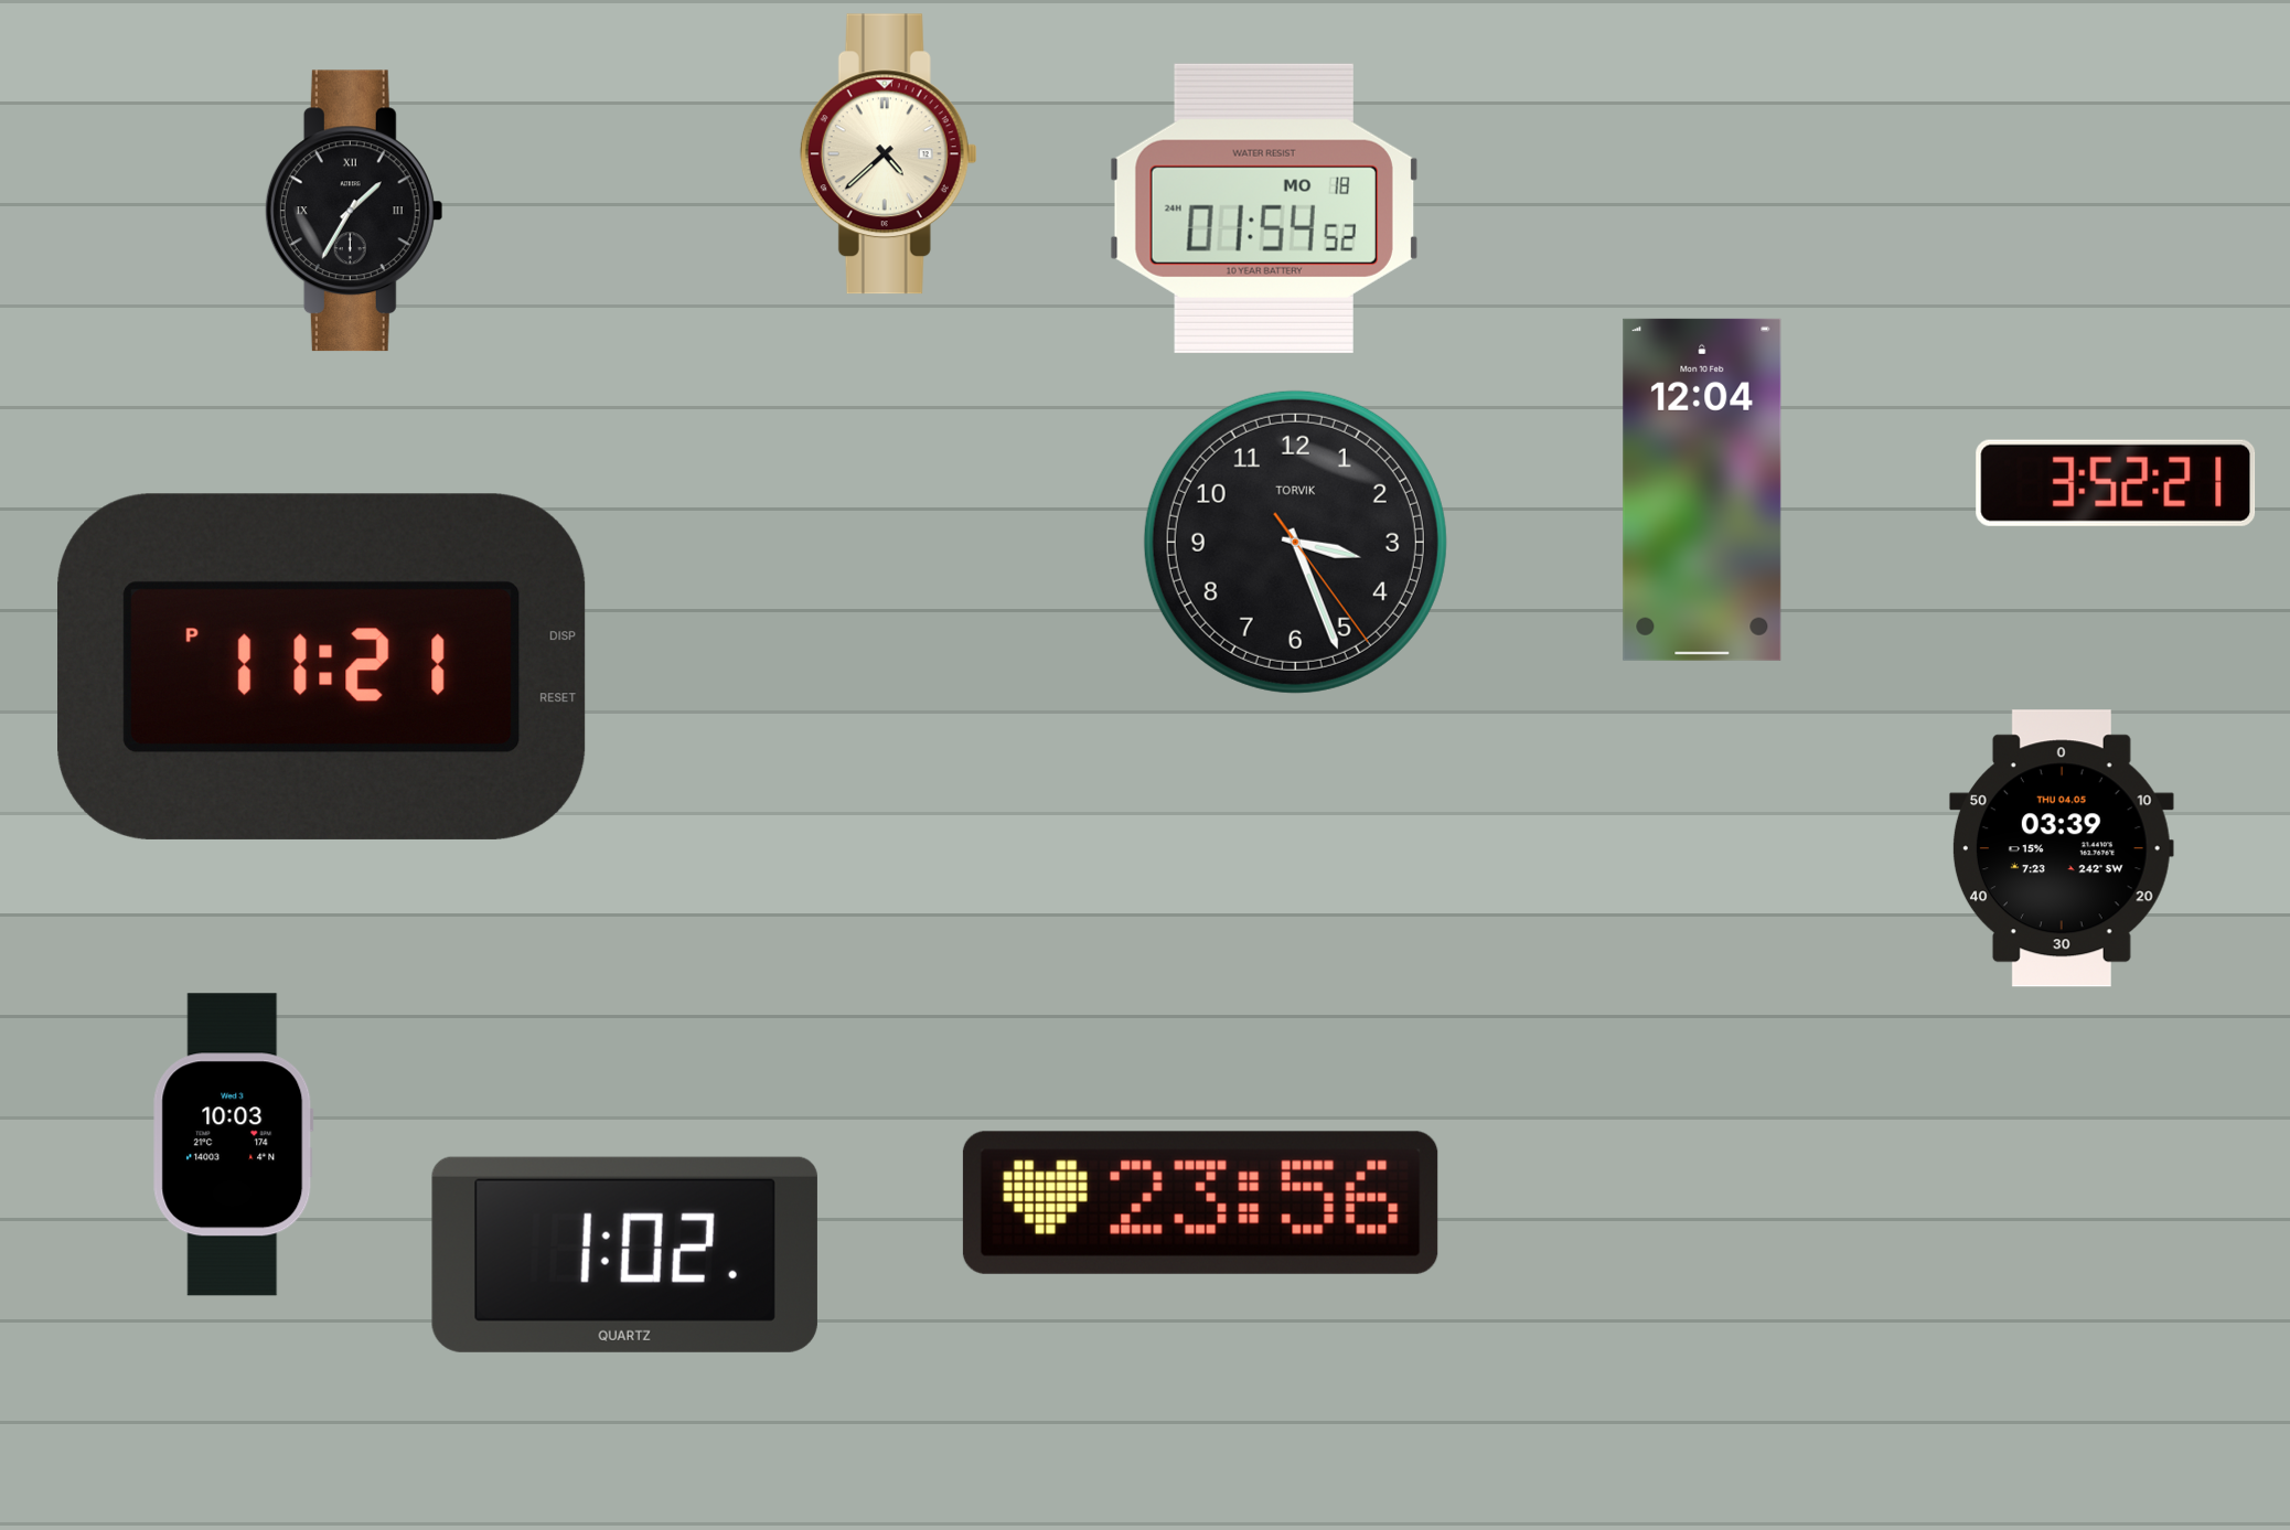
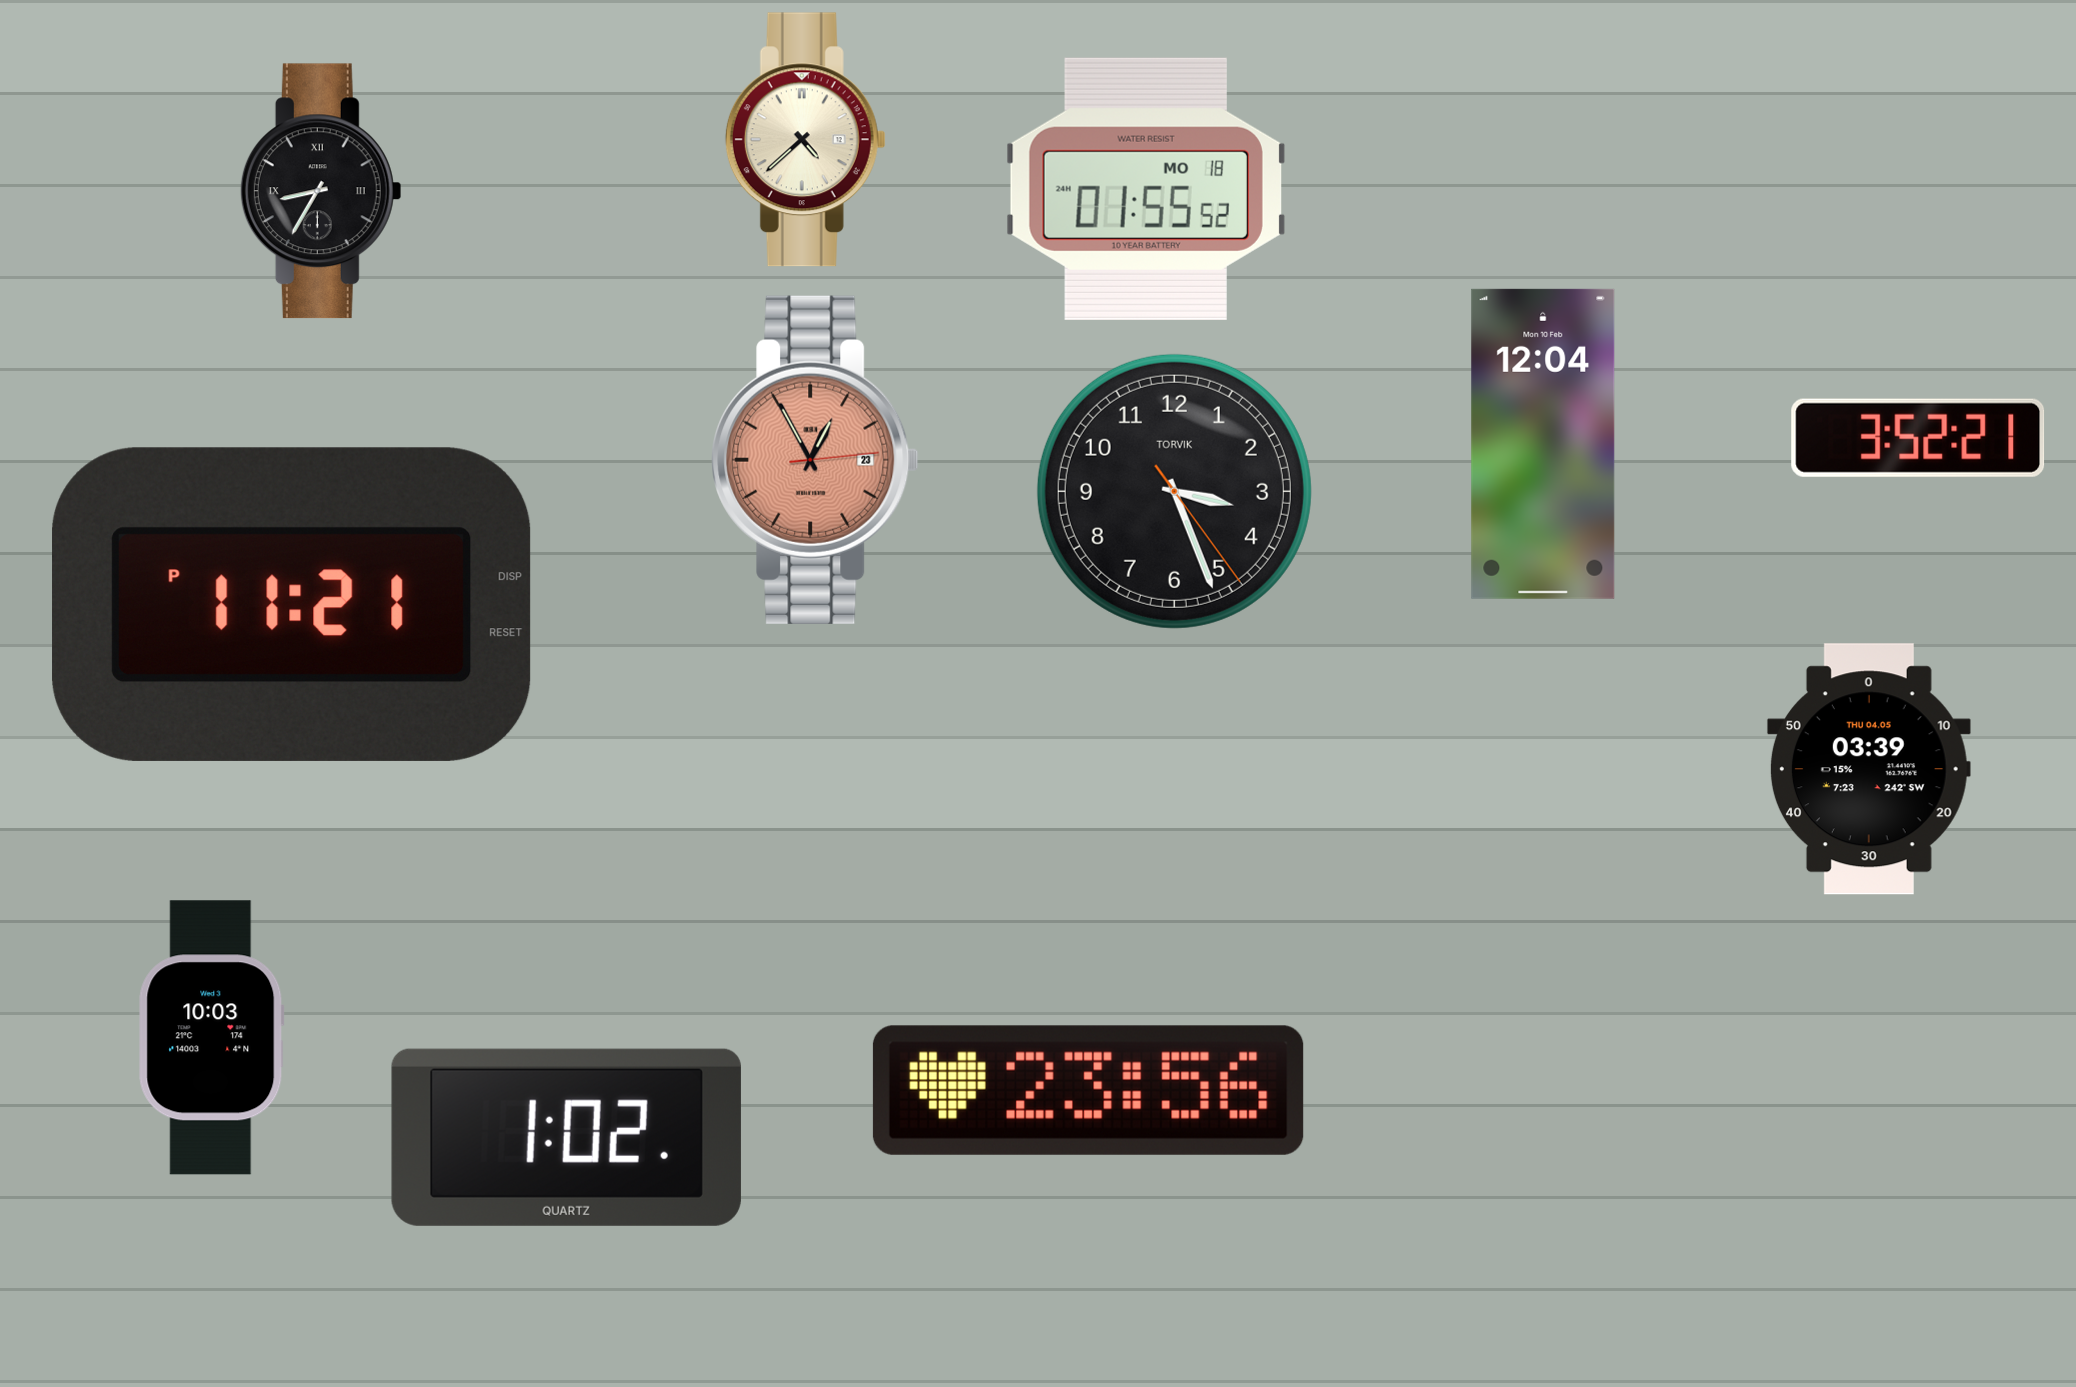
clock at (1264, 208): 01:54 -> 01:55
clock at (354, 211): 1:35 -> 8:35
clock at (815, 460): none -> 12:55
